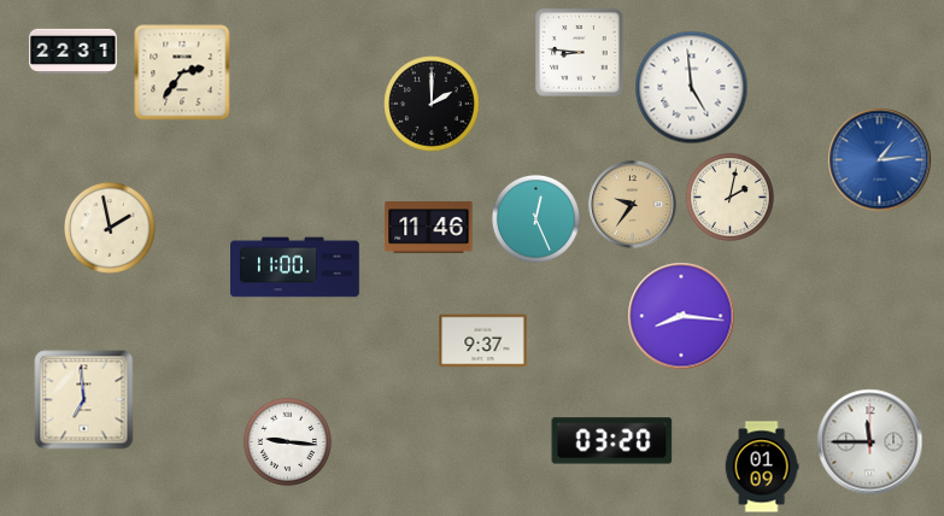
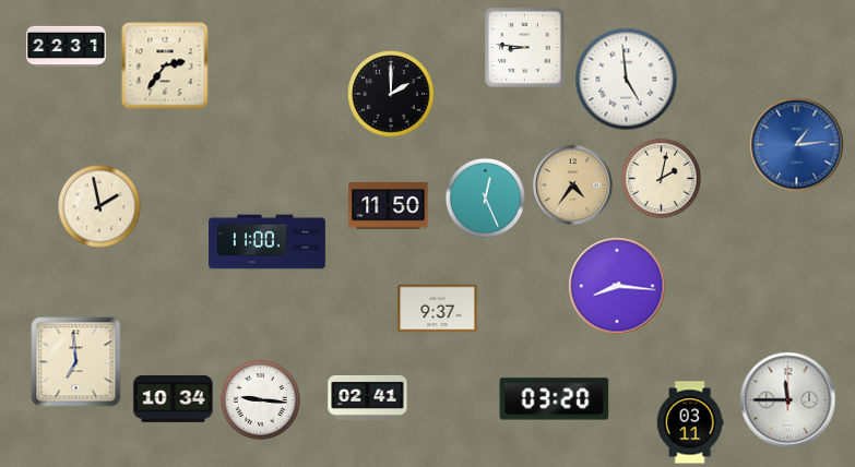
clock at (633, 205): 9:36 -> 4:36
clock at (429, 228): 11:46 -> 11:50
clock at (368, 397): none -> 02:41
clock at (174, 398): none -> 10:34
clock at (762, 467): 01:09 -> 03:11
